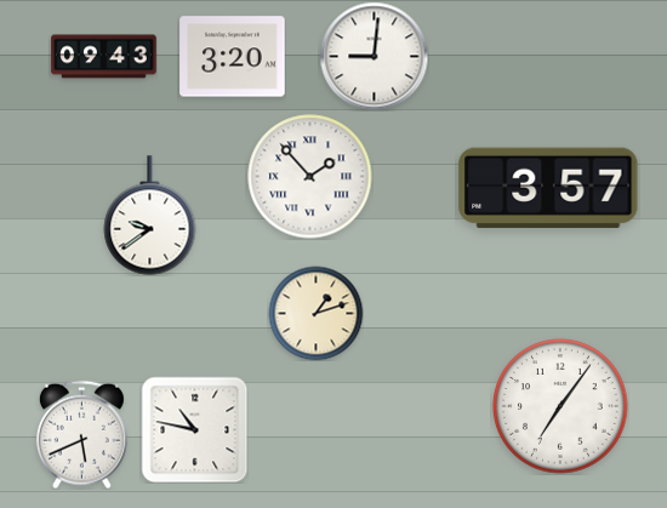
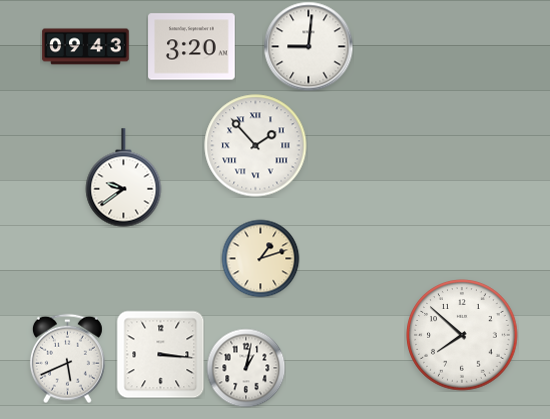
clock at (548, 188): 3:57 -> none
clock at (560, 406): 7:06 -> 7:52
clock at (194, 429): 10:47 -> 3:16
clock at (246, 368): none -> 1:02
